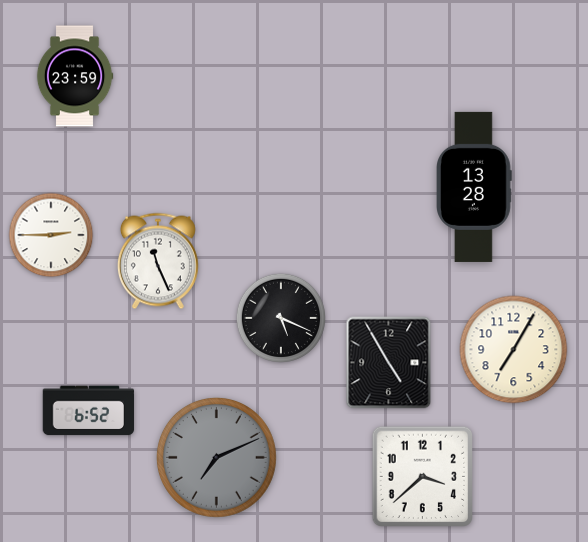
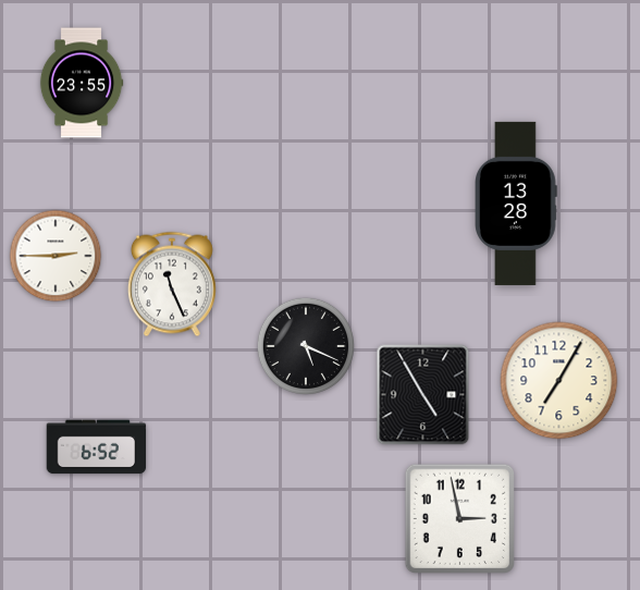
clock at (75, 76): 23:59 -> 23:55
clock at (216, 457): 7:11 -> none
clock at (423, 477): 3:38 -> 2:58
